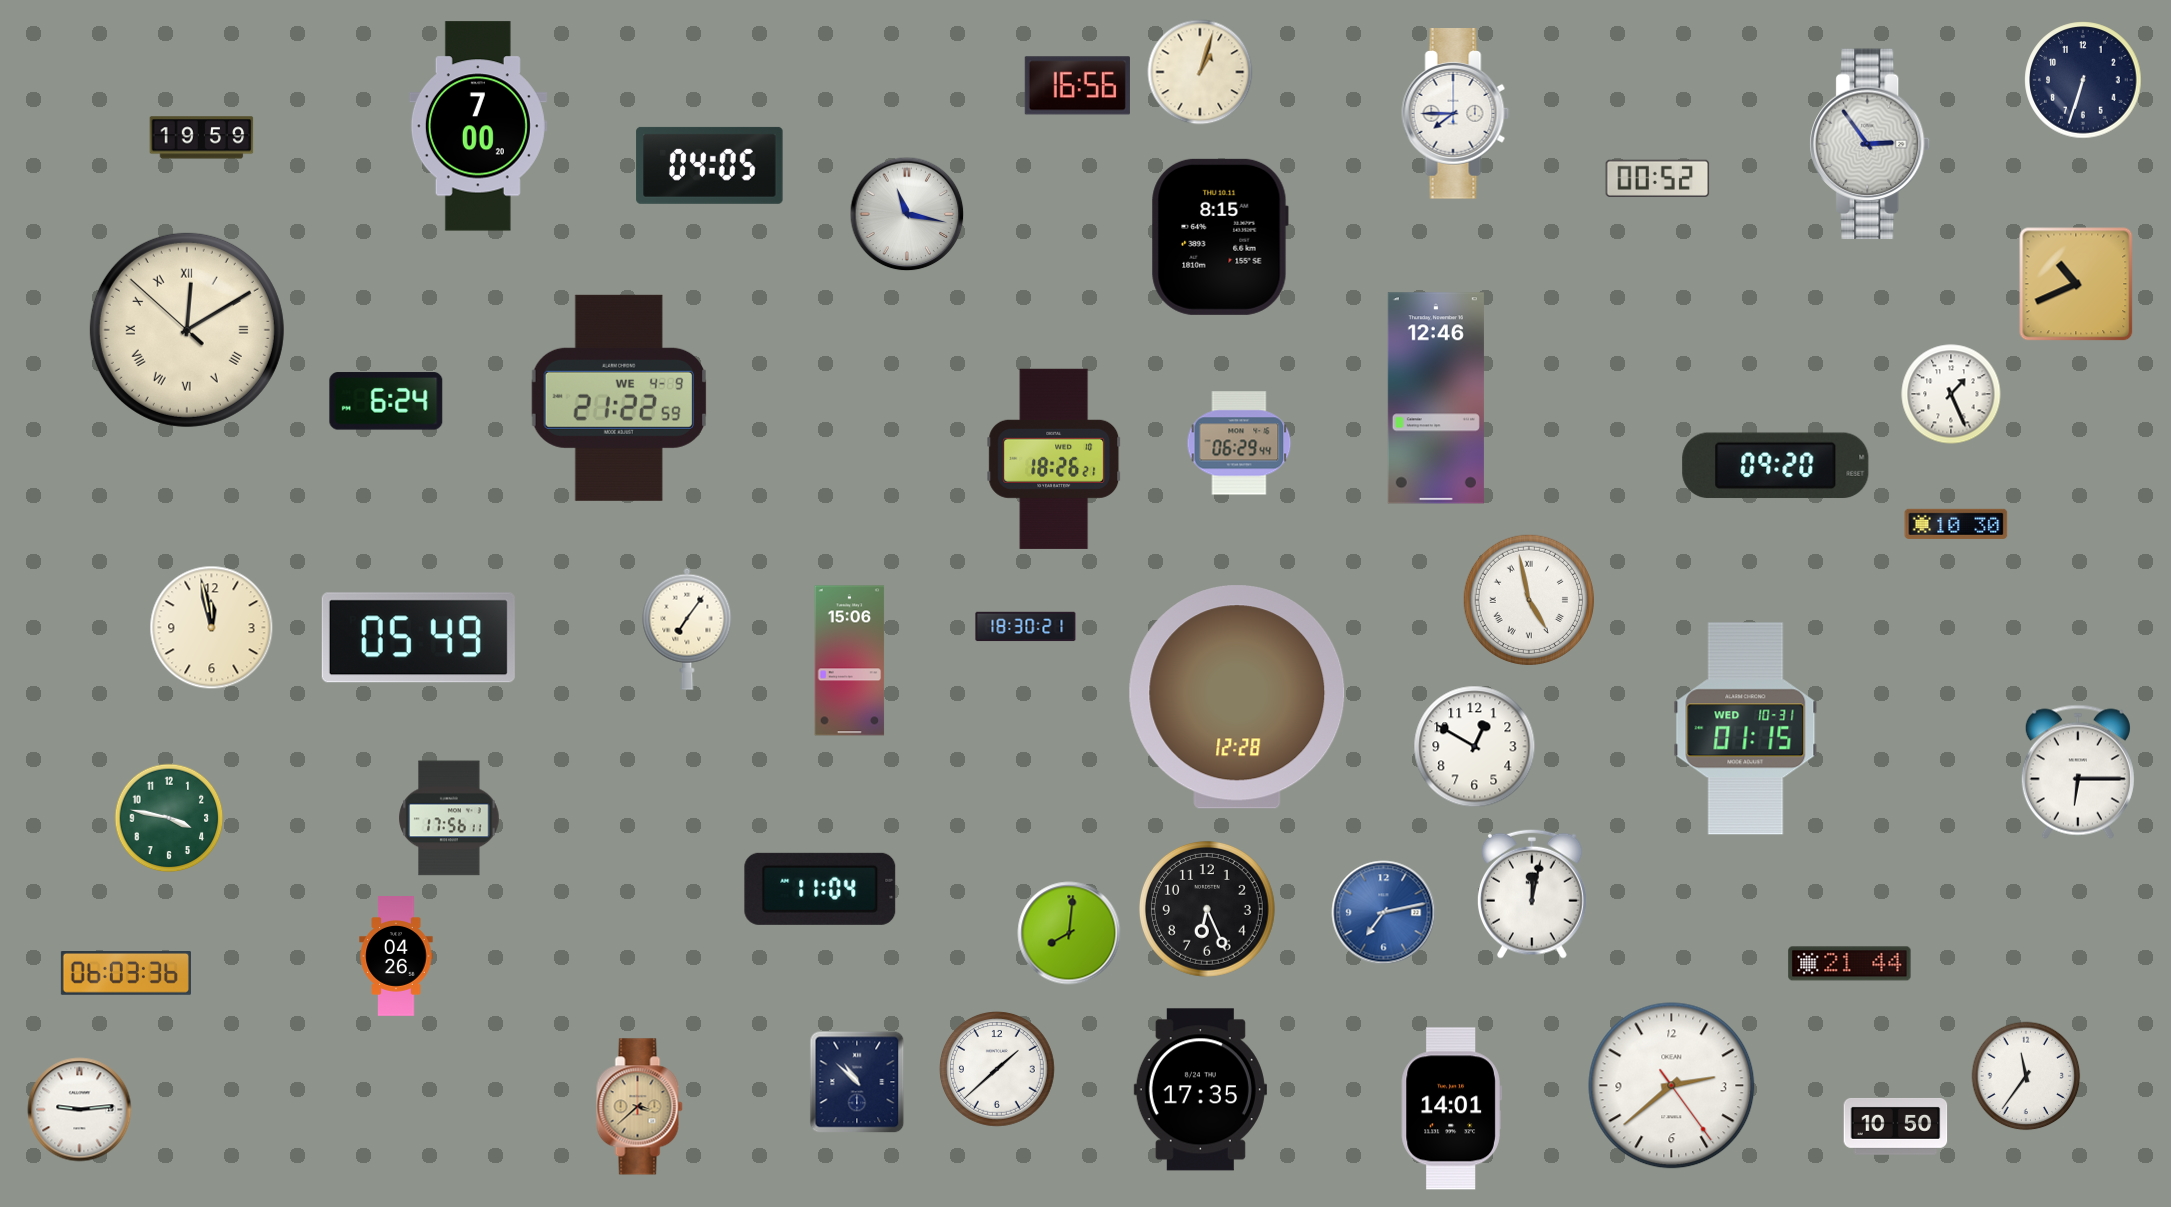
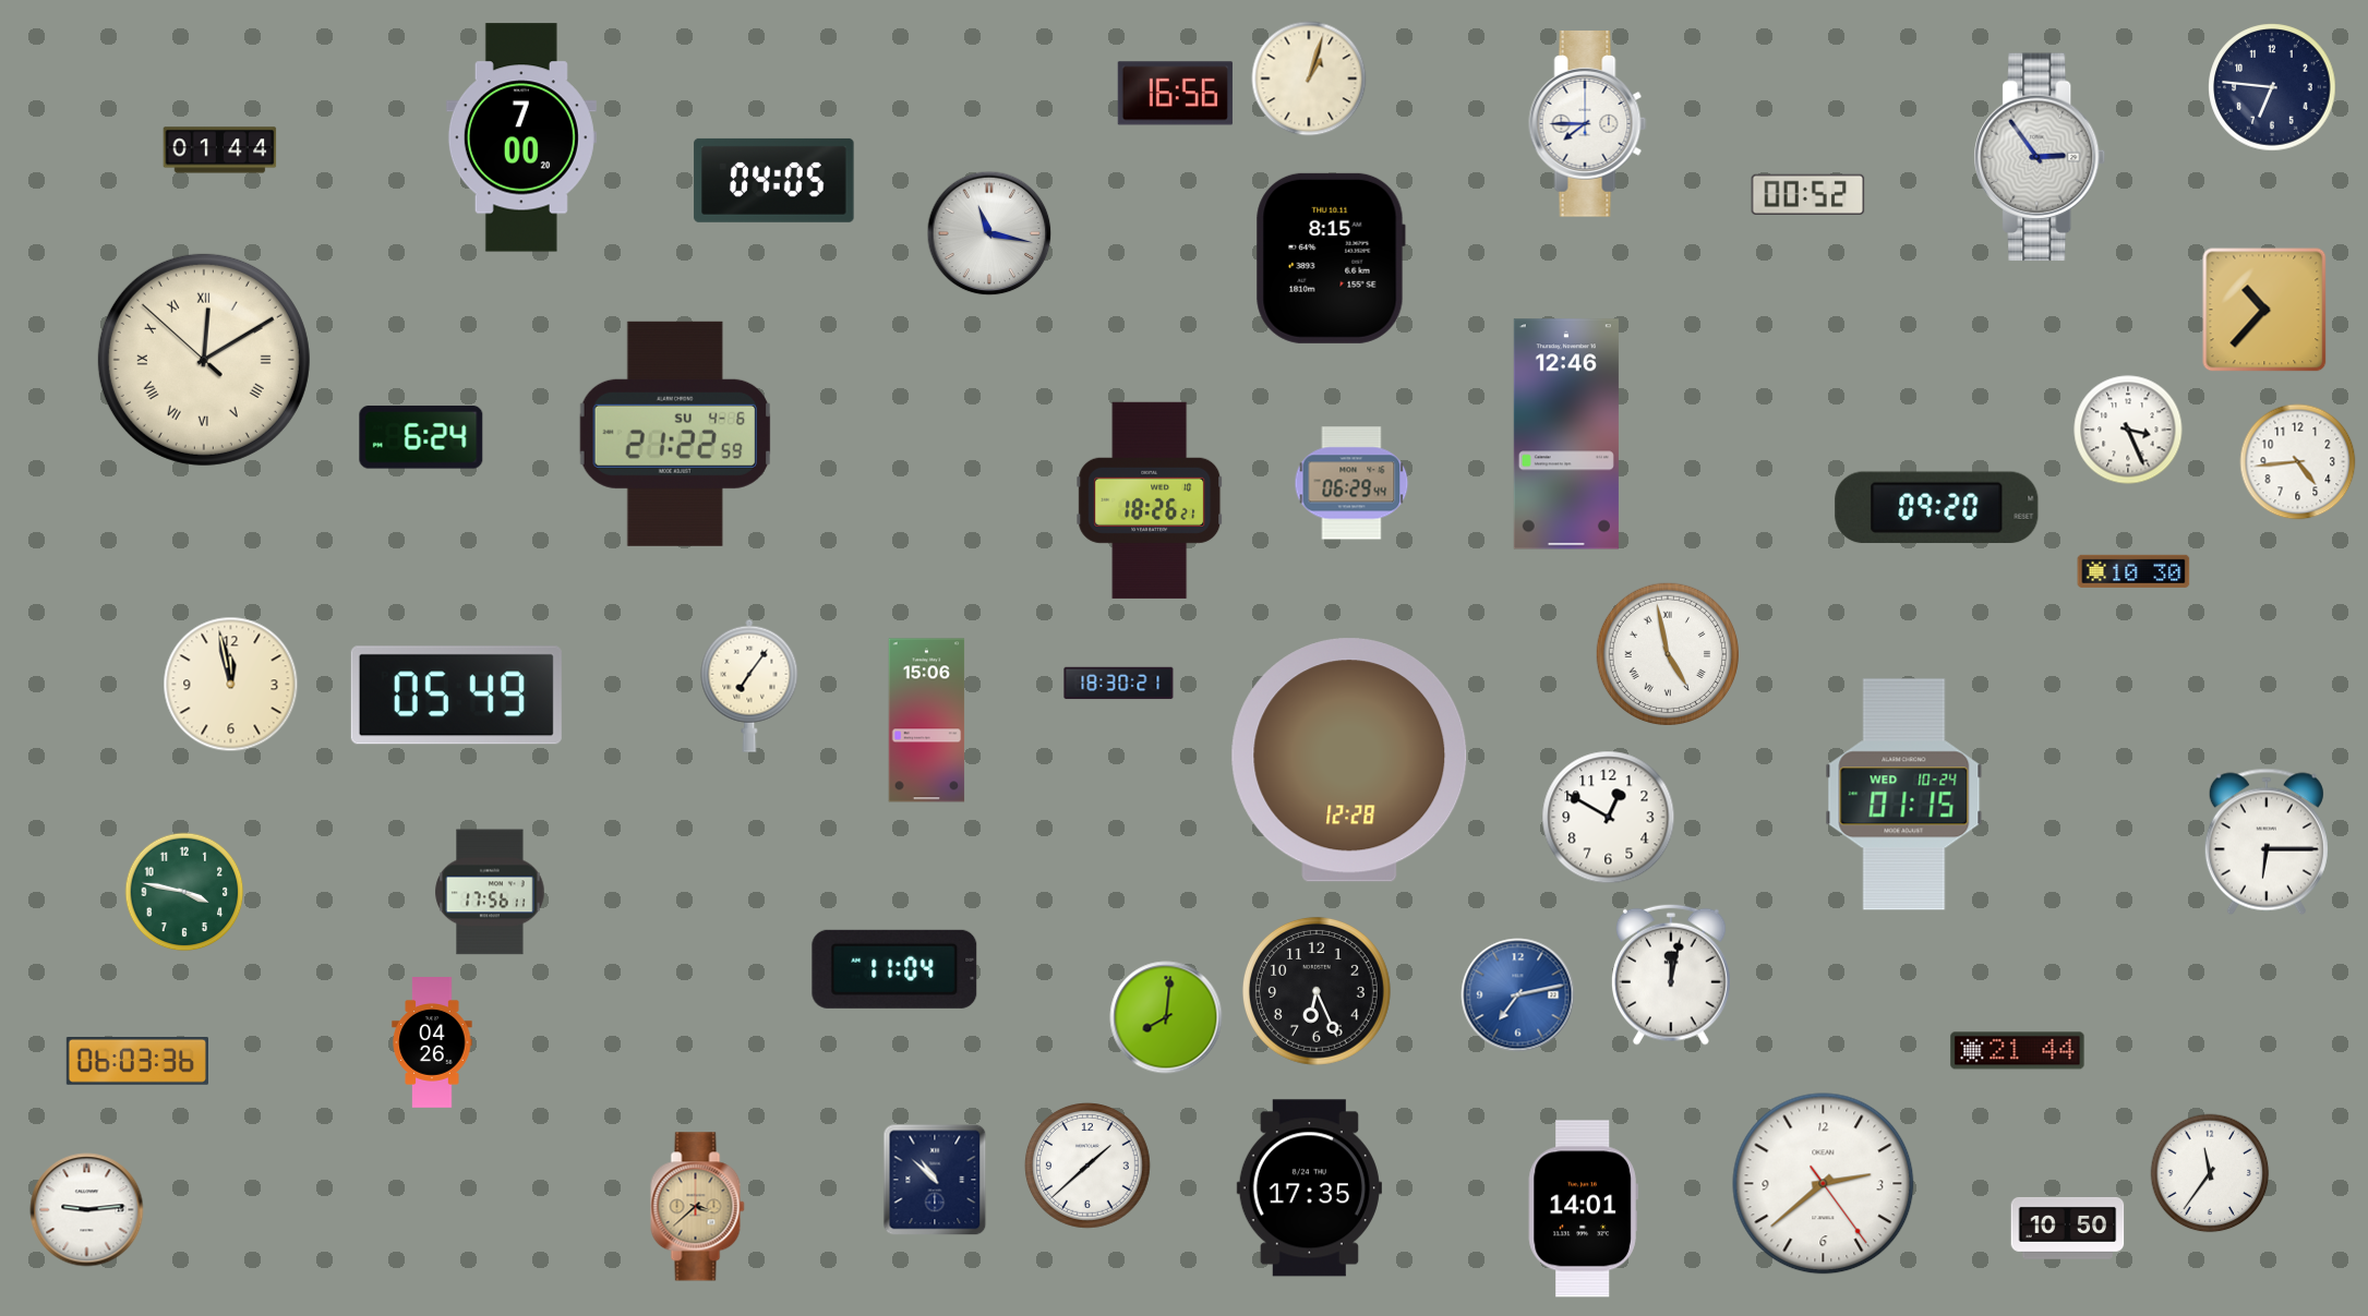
clock at (2083, 80): 6:33 -> 6:46
clock at (202, 138): 19:59 -> 01:44
clock at (2076, 284): 10:41 -> 10:37
clock at (1951, 394): 1:26 -> 3:26
clock at (618, 398) date: WE 4-9 -> SU 4-6
clock at (2298, 462): none -> 4:44
clock at (1746, 729) date: WED 10-31 -> WED 10-24
clock at (1475, 747) position: (1475, 747) -> (1609, 818)
clock at (1384, 913) position: (1384, 913) -> (1518, 995)
